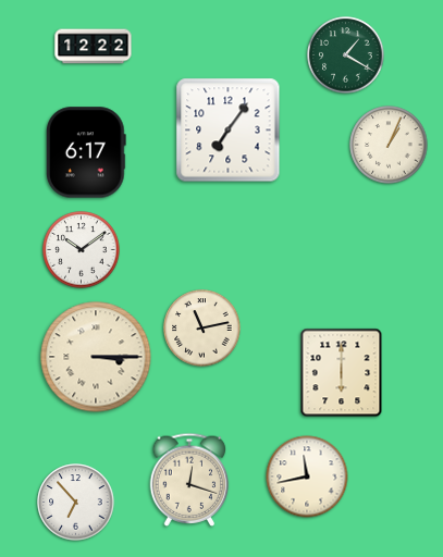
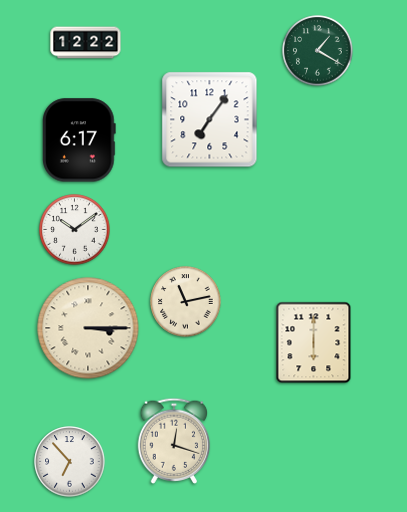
clock at (389, 145): 1:04 -> none
clock at (307, 476): 11:43 -> none
